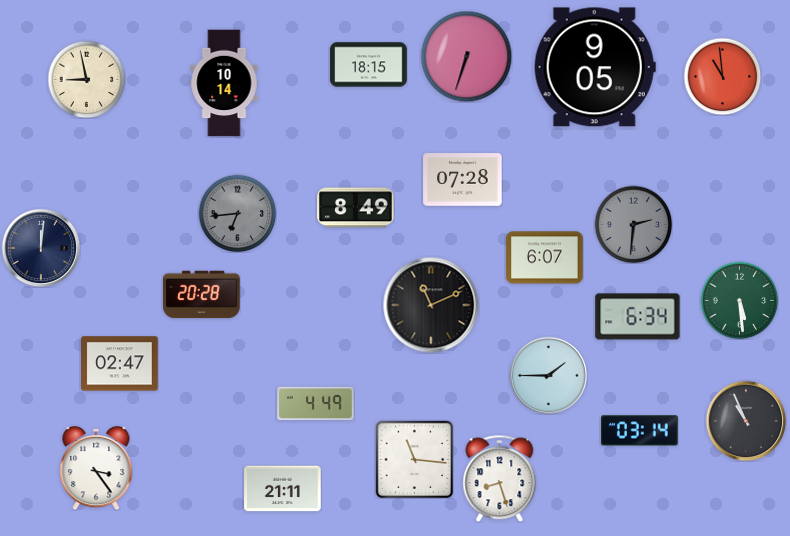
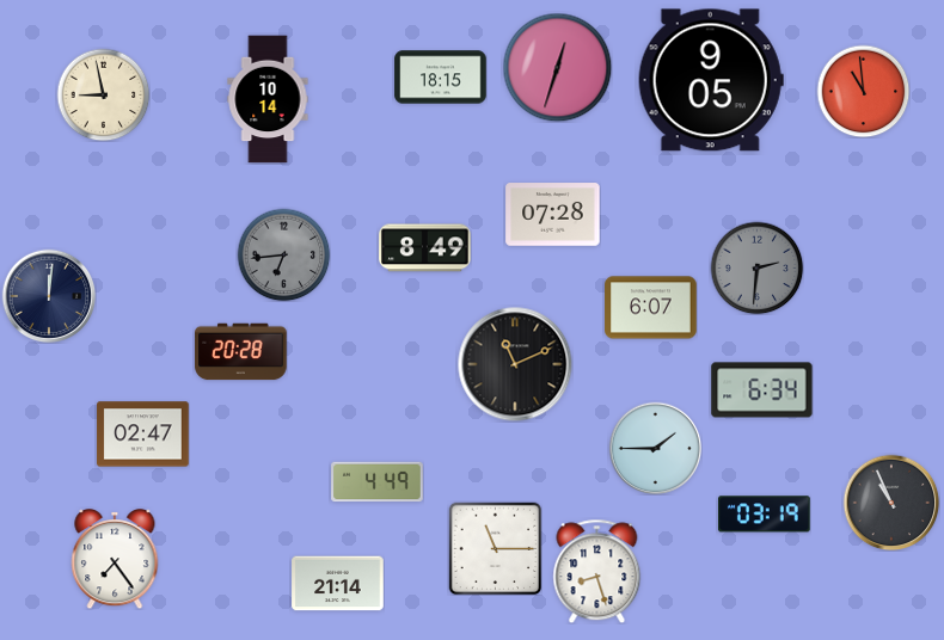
clock at (466, 56): 6:33 -> 12:33
clock at (739, 300): 5:29 -> none
clock at (638, 317) position: (638, 317) -> (762, 390)
clock at (640, 431): 03:14 -> 03:19
clock at (414, 459): 11:16 -> 11:15
clock at (96, 469): 3:24 -> 7:24
clock at (283, 489): 21:11 -> 21:14
